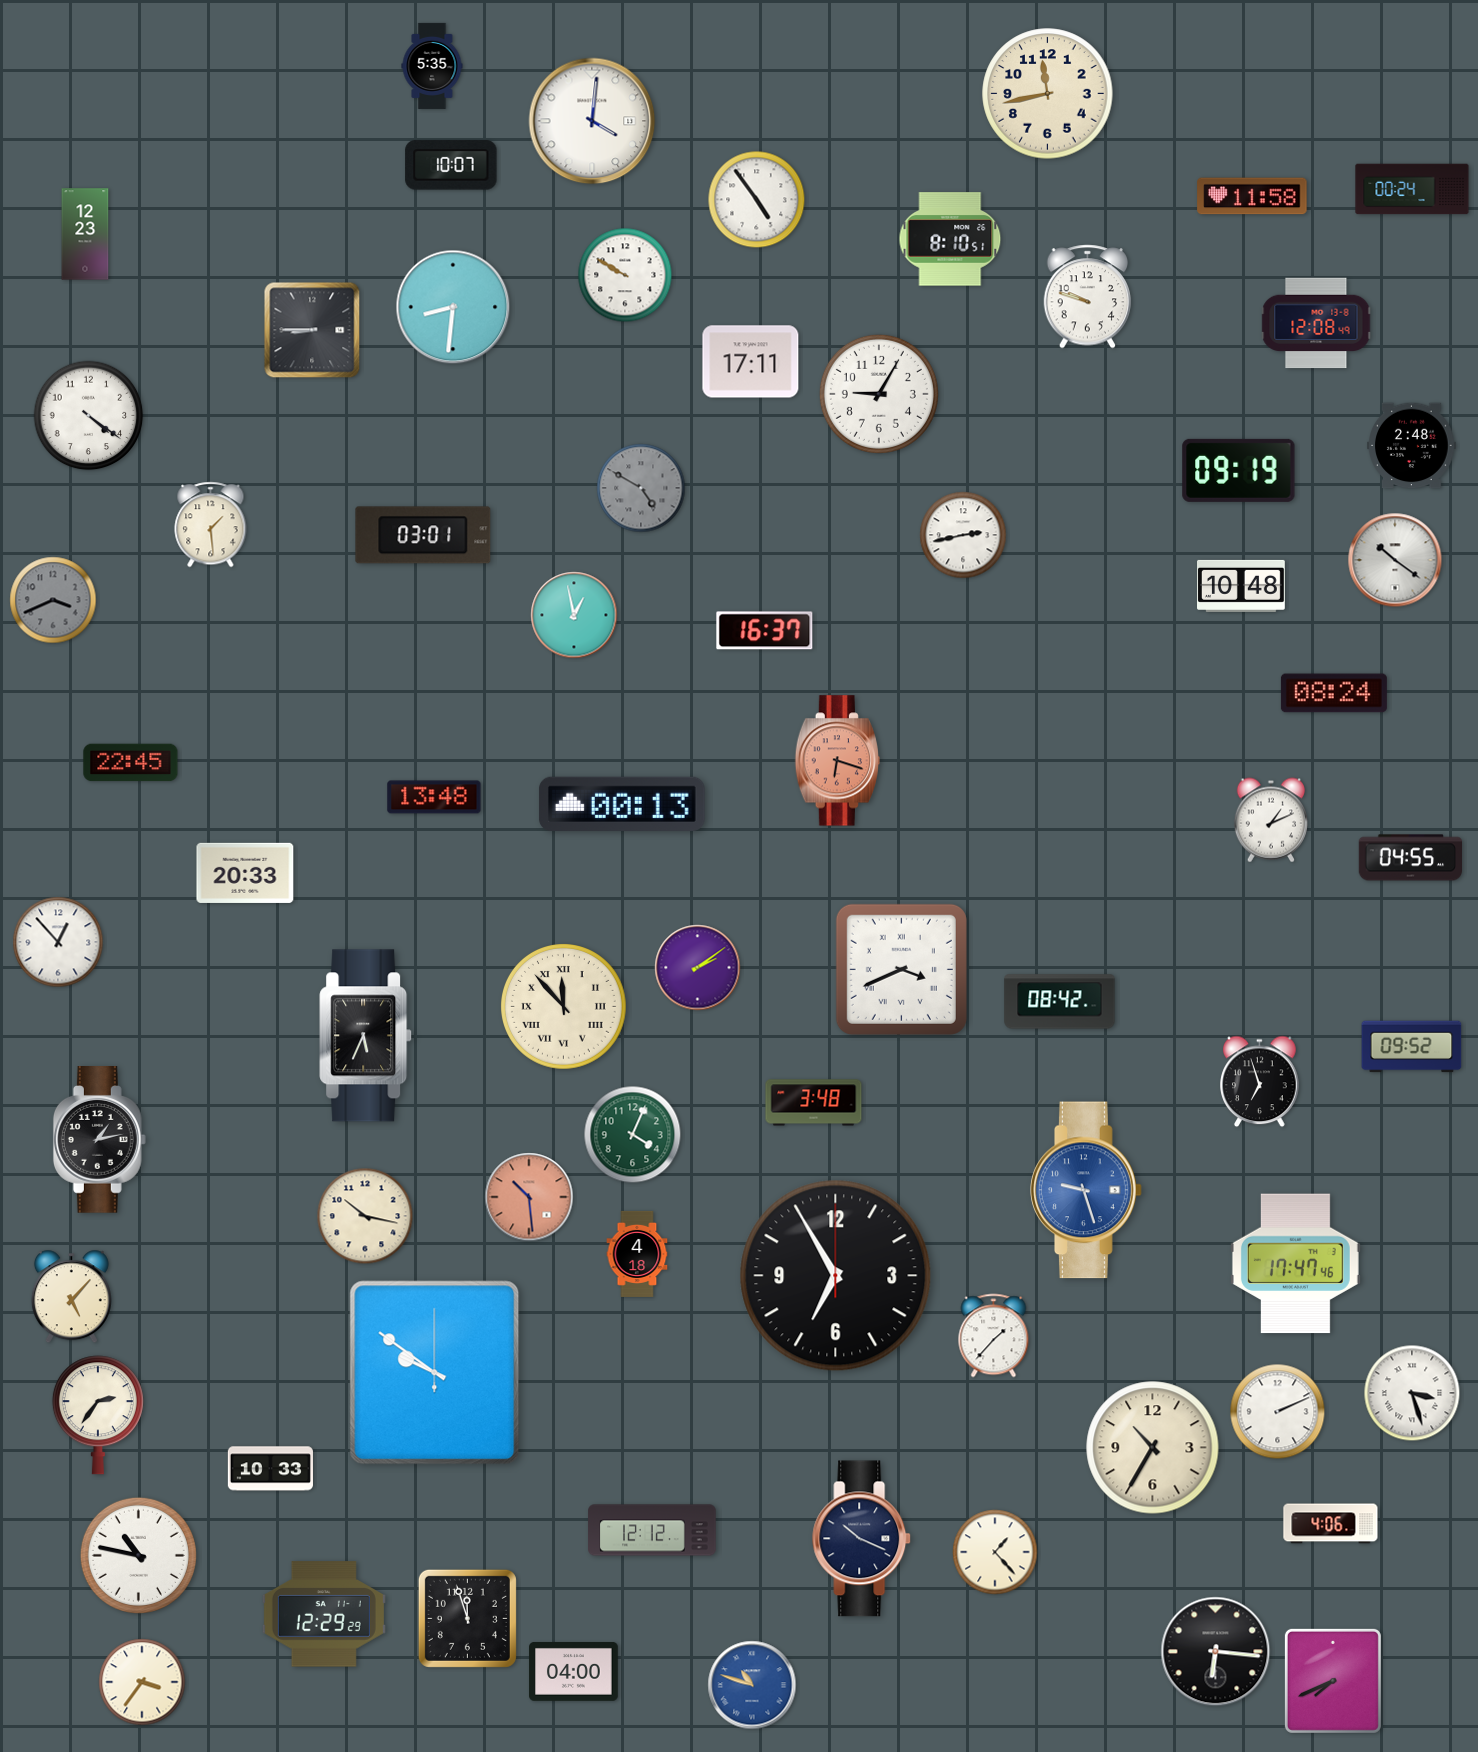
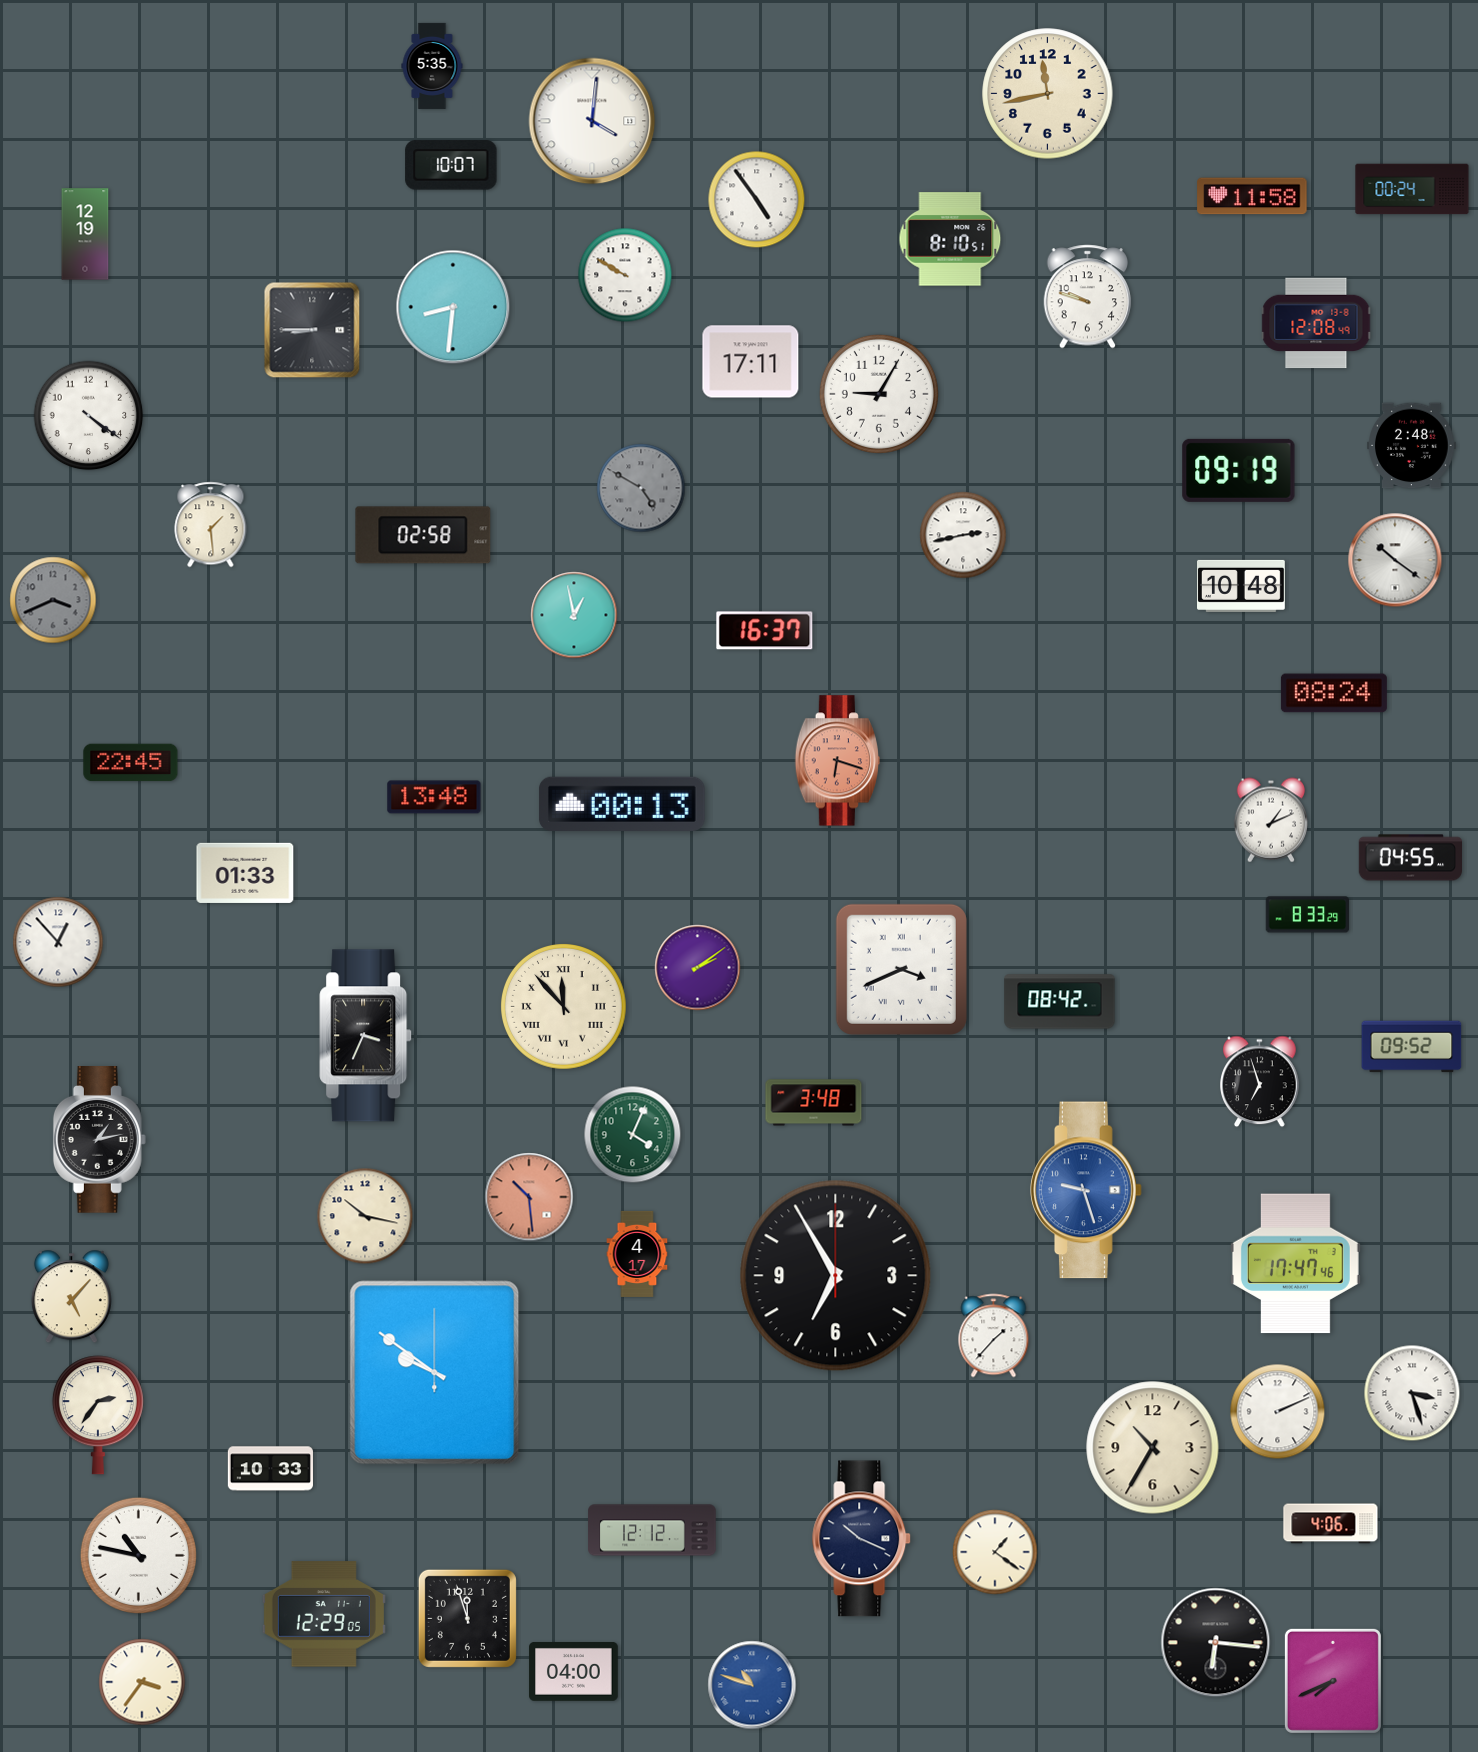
clock at (85, 234): 12:23 -> 12:19
clock at (423, 535): 03:01 -> 02:58
clock at (245, 873): 20:33 -> 01:33
clock at (1308, 915): none -> 8:33
clock at (366, 1036): 5:34 -> 3:34
clock at (637, 1254): 4:18 -> 4:17
clock at (995, 1552): 1:23 -> 1:21
clock at (324, 1614): 12:29:29 -> 12:29:05
clock at (1216, 1652) position: (1216, 1652) -> (1216, 1643)
